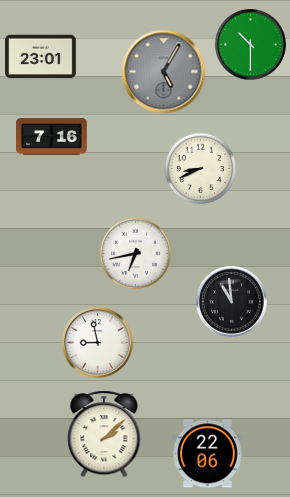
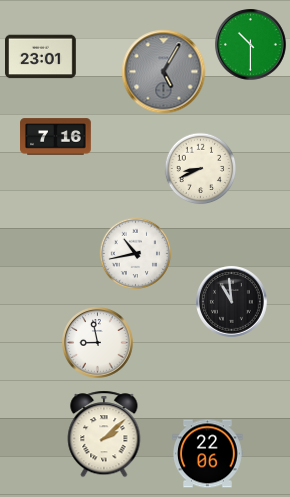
clock at (52, 137) position: (52, 137) -> (56, 137)
clock at (136, 254): 6:43 -> 10:43
